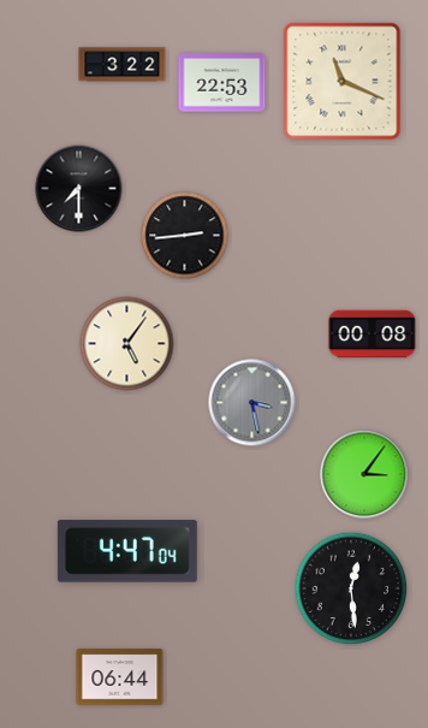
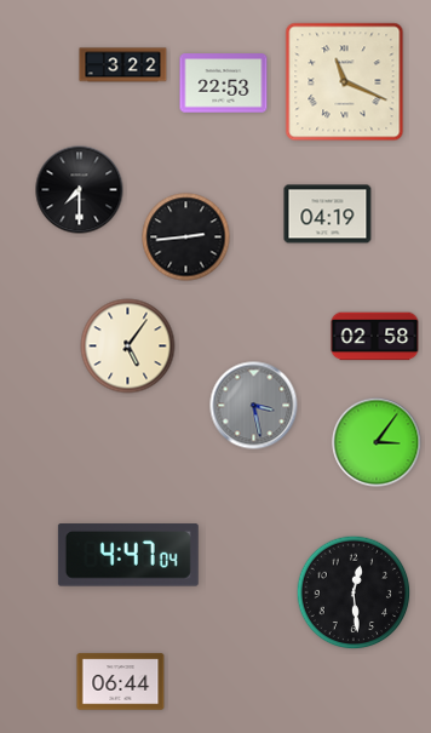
clock at (328, 214): none -> 04:19
clock at (373, 335): 00:08 -> 02:58
clock at (364, 474) position: (364, 474) -> (377, 442)
